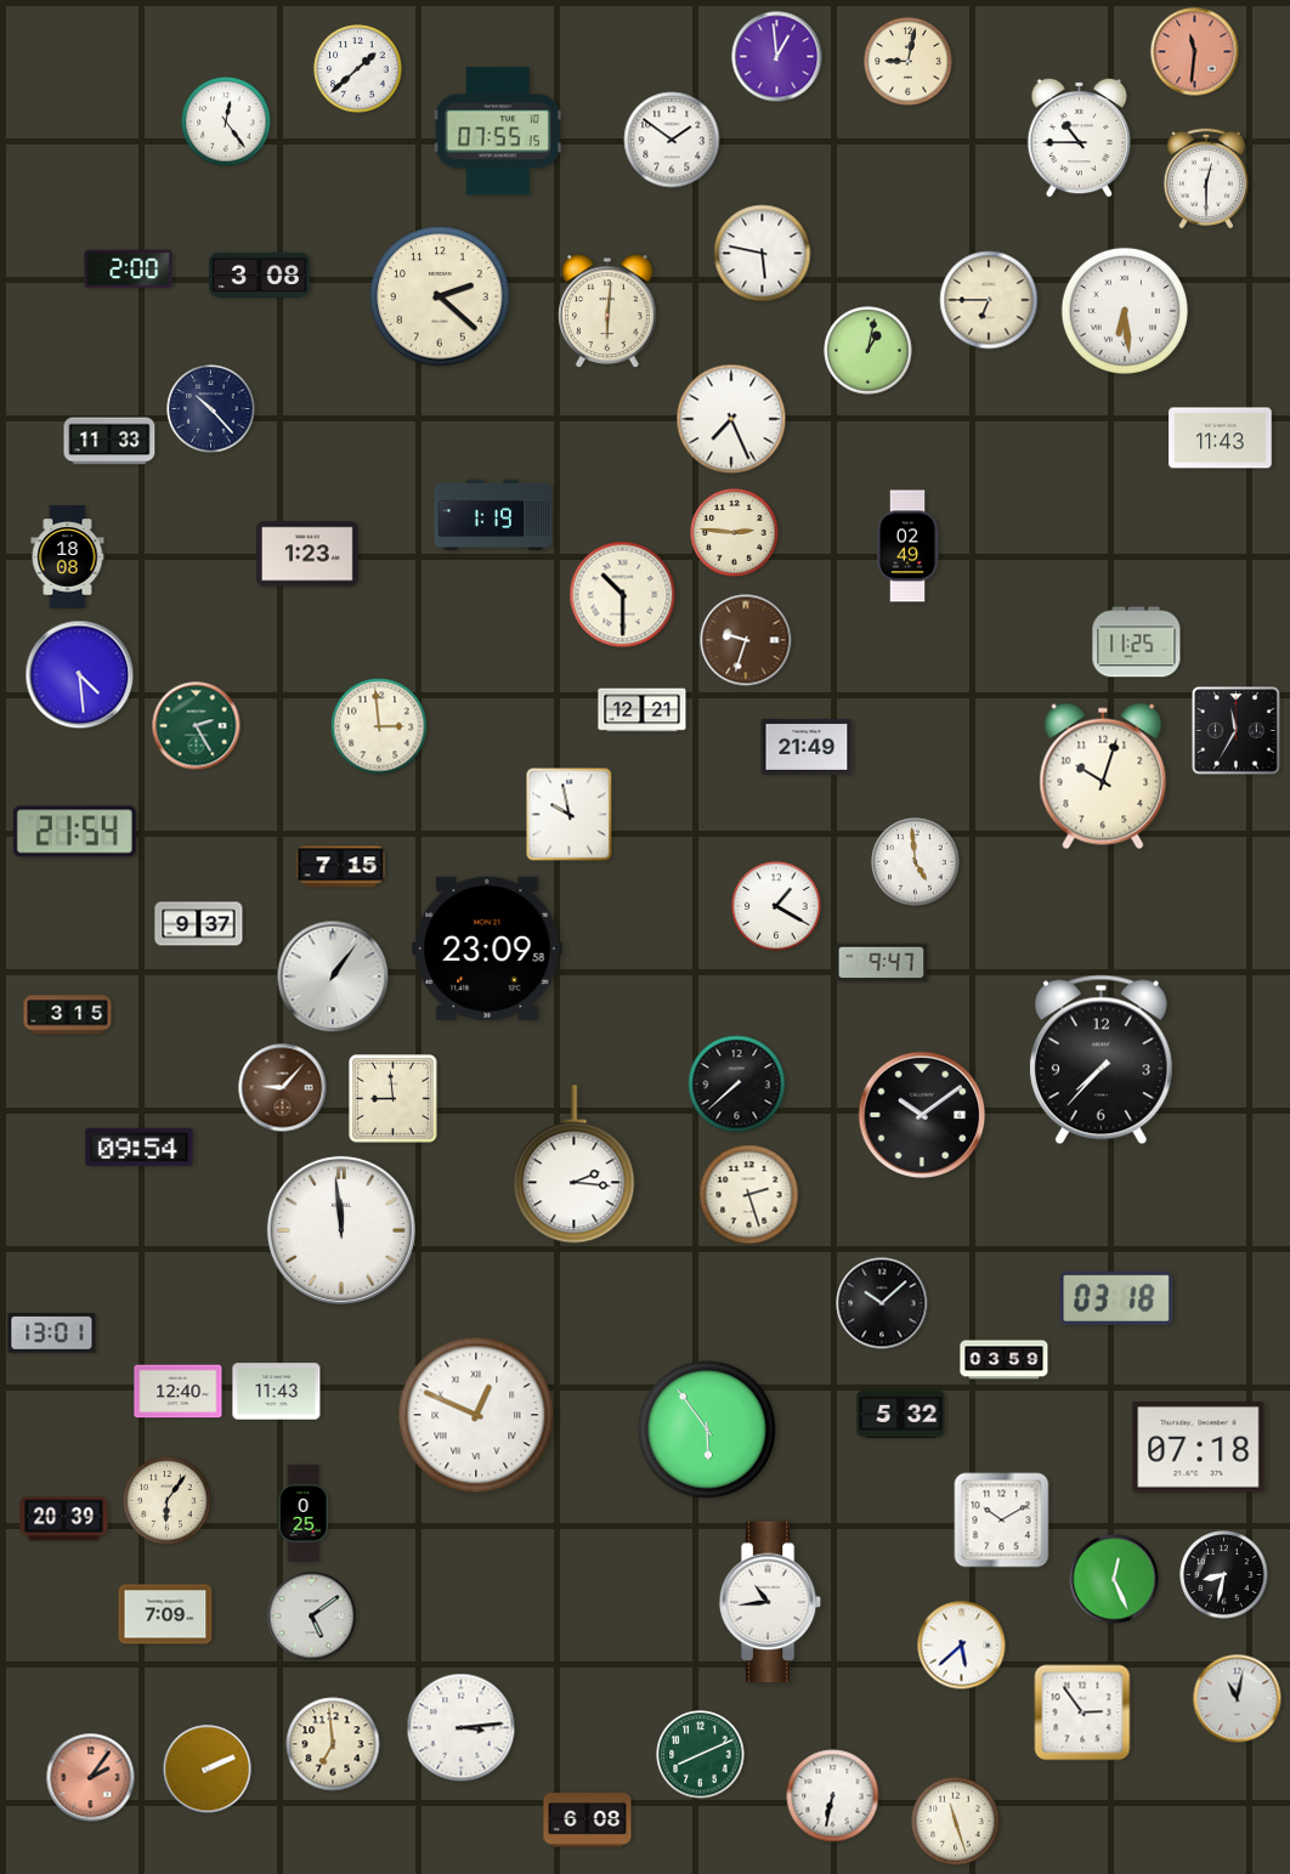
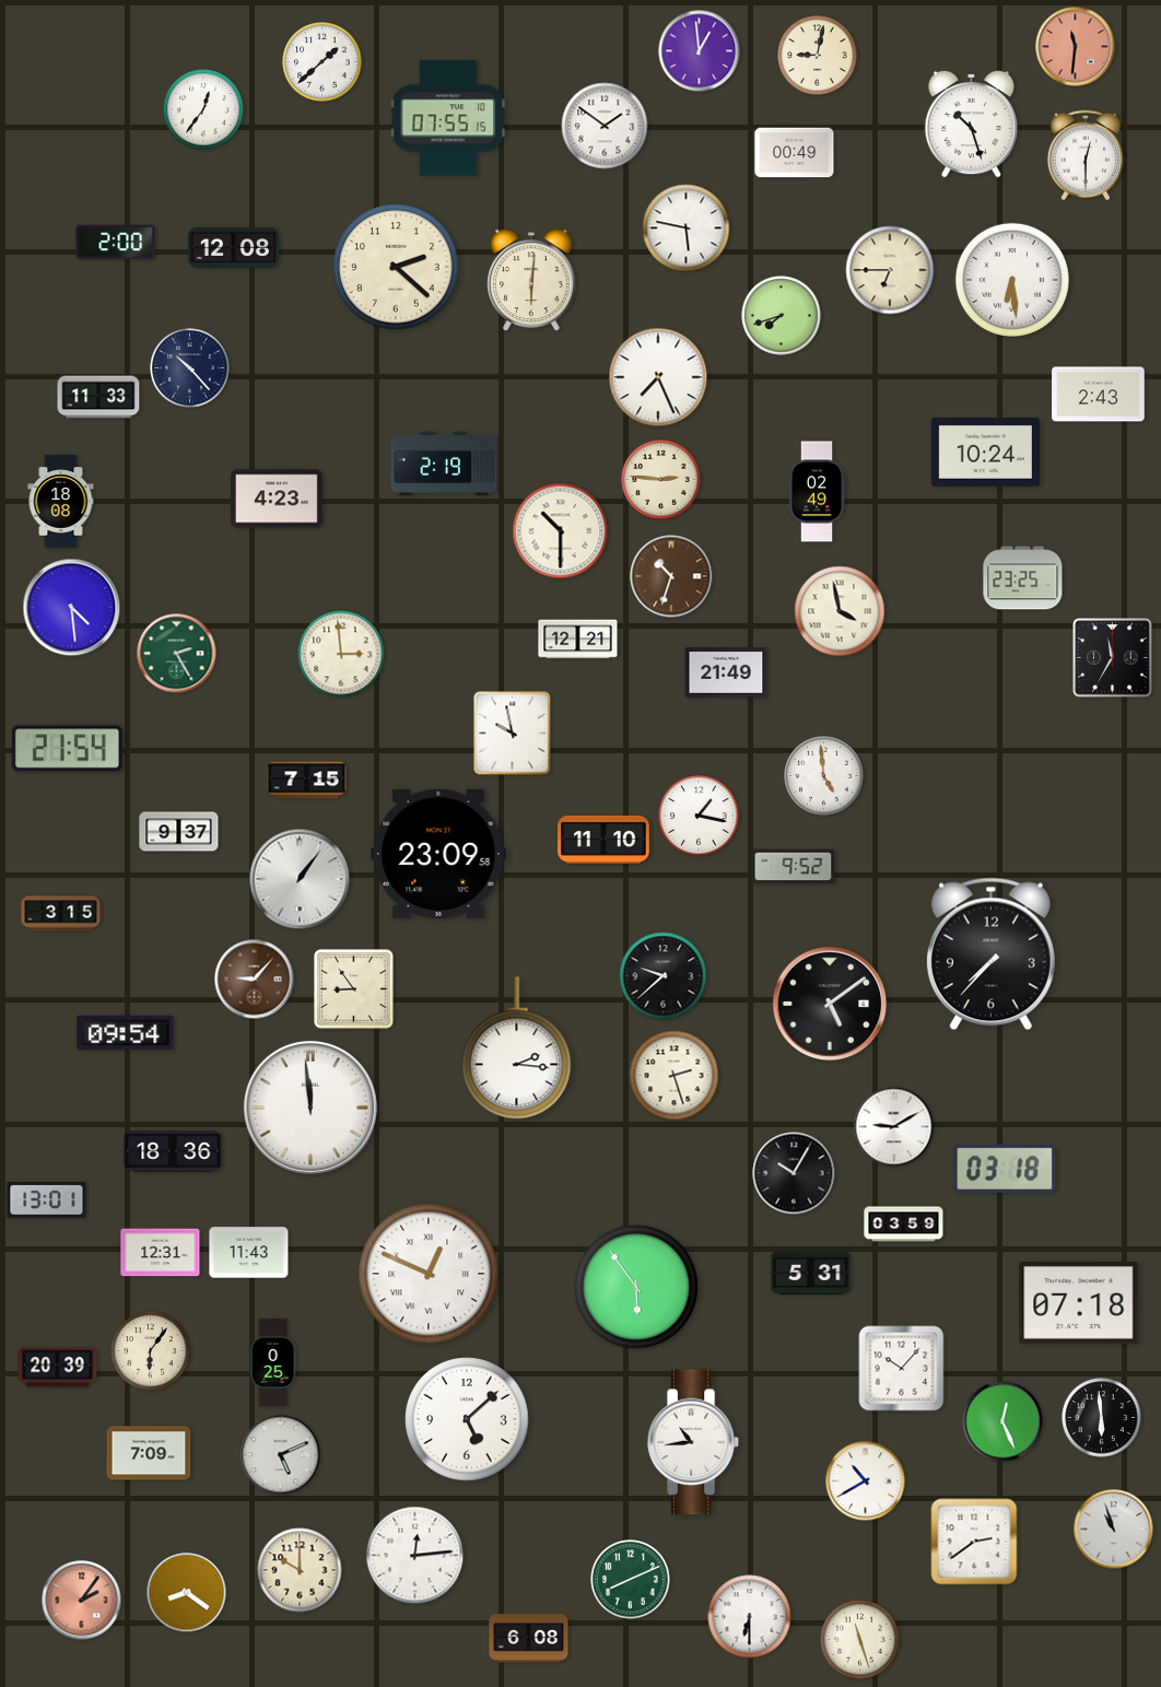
clock at (226, 121): 12:24 -> 12:36
clock at (1080, 137): 10:45 -> 10:27
clock at (795, 153): none -> 00:49
clock at (1206, 179) position: (1206, 179) -> (1086, 155)
clock at (259, 274): 3:08 -> 12:08
clock at (607, 311) position: (607, 311) -> (531, 280)
clock at (869, 351): 1:02 -> 7:42
clock at (1221, 438): 11:43 -> 2:43
clock at (985, 453): none -> 10:24
clock at (493, 515): 1:19 -> 2:19
clock at (309, 554): 1:23 -> 4:23
clock at (623, 595) position: (623, 595) -> (561, 531)
clock at (746, 640): 9:33 -> 10:33
clock at (1137, 642): 11:25 -> 23:25
clock at (840, 611): none -> 3:58
clock at (1103, 776): 10:03 -> none
clock at (776, 906): 1:20 -> 1:17
clock at (605, 840): none -> 11:10
clock at (882, 963): 9:47 -> 9:52
clock at (737, 1085): 7:38 -> 9:38
clock at (394, 1099): 8:59 -> 8:54
clock at (922, 1115): 10:09 -> 5:09
clock at (341, 1230) position: (341, 1230) -> (310, 1108)
clock at (894, 1127): none -> 9:10
clock at (173, 1151): none -> 18:36
clock at (882, 1303): 10:08 -> 10:05
clock at (179, 1392): 12:40 -> 12:31
clock at (901, 1415): 5:32 -> 5:31
clock at (1002, 1521): 10:10 -> 10:07
clock at (1224, 1575): 8:32 -> 5:59
clock at (467, 1419): none -> 5:08
clock at (312, 1617): 5:09 -> 5:11
clock at (962, 1646): 5:38 -> 10:40
clock at (1238, 1699): 11:02 -> 10:57
clock at (1082, 1712): 2:54 -> 2:39
clock at (462, 1728): 3:14 -> 12:14
clock at (333, 1744): 6:59 -> 10:00
clock at (208, 1770): 2:11 -> 8:21
clock at (833, 1796): 6:32 -> 6:30
